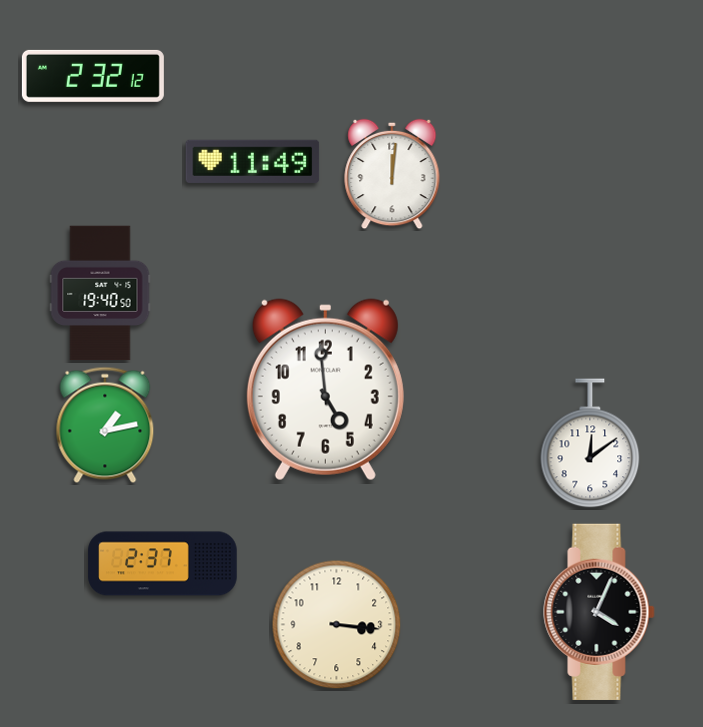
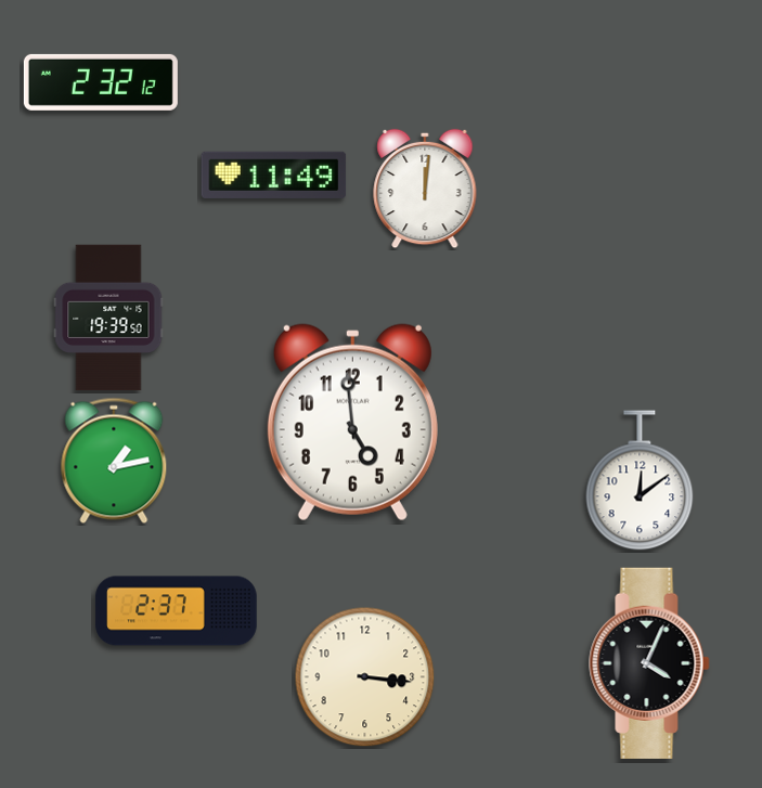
clock at (100, 293): 19:40 -> 19:39
